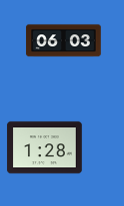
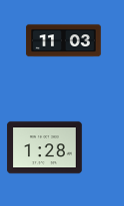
clock at (64, 41): 06:03 -> 11:03
